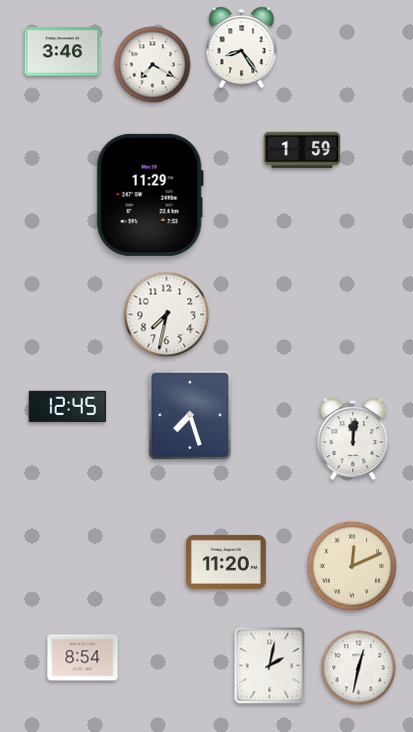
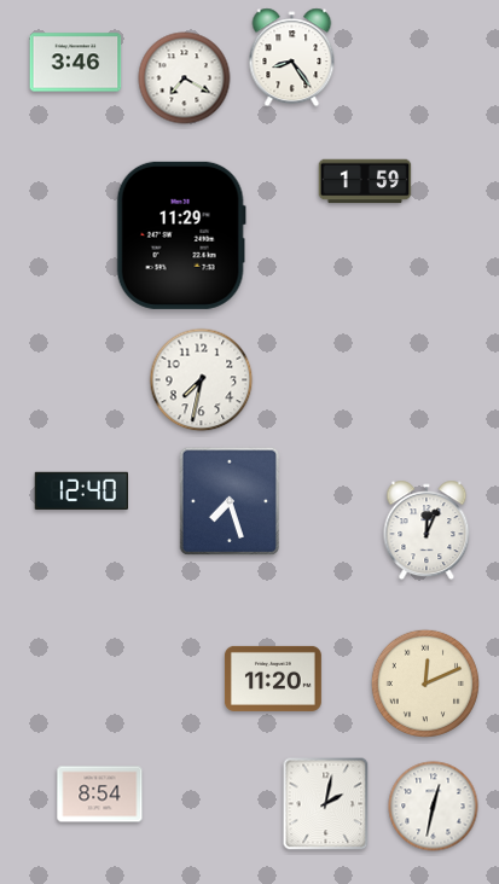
clock at (67, 406): 12:45 -> 12:40
clock at (353, 439): 12:01 -> 12:04
